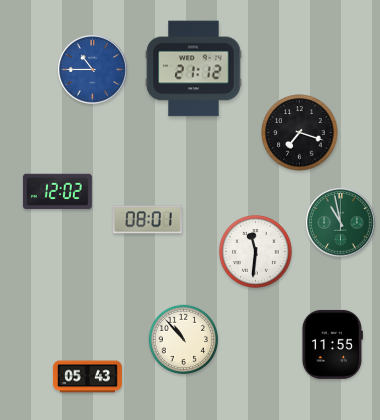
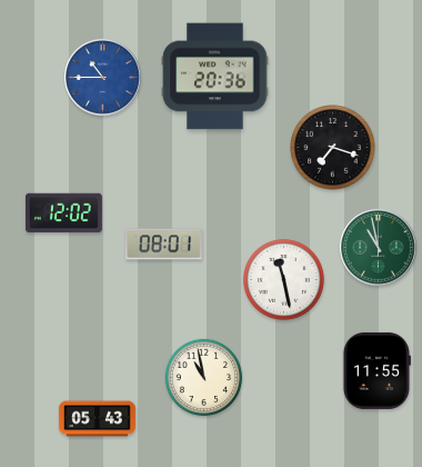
clock at (194, 69): 21:12 -> 20:36
clock at (255, 251): 11:31 -> 11:28
clock at (184, 340): 10:53 -> 10:58
clock at (332, 344) position: (332, 344) -> (376, 370)
